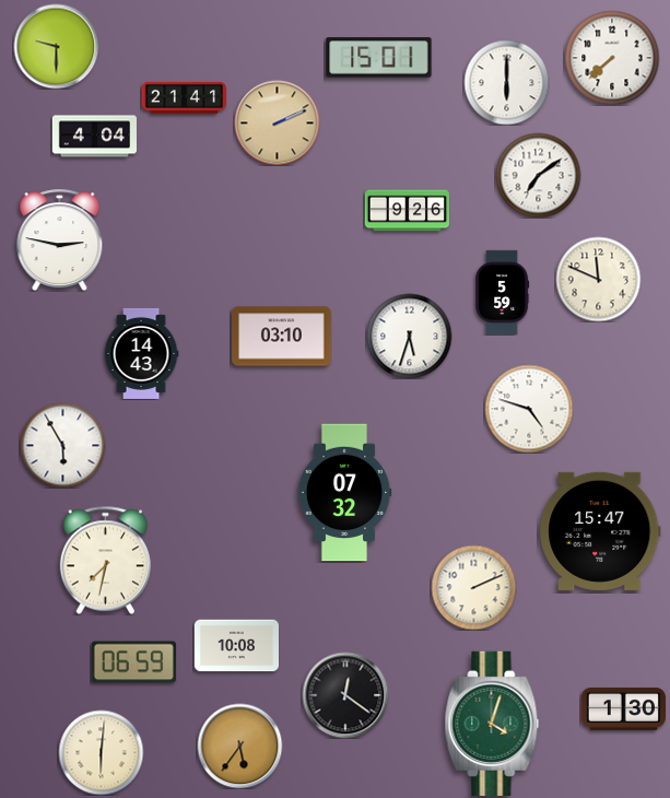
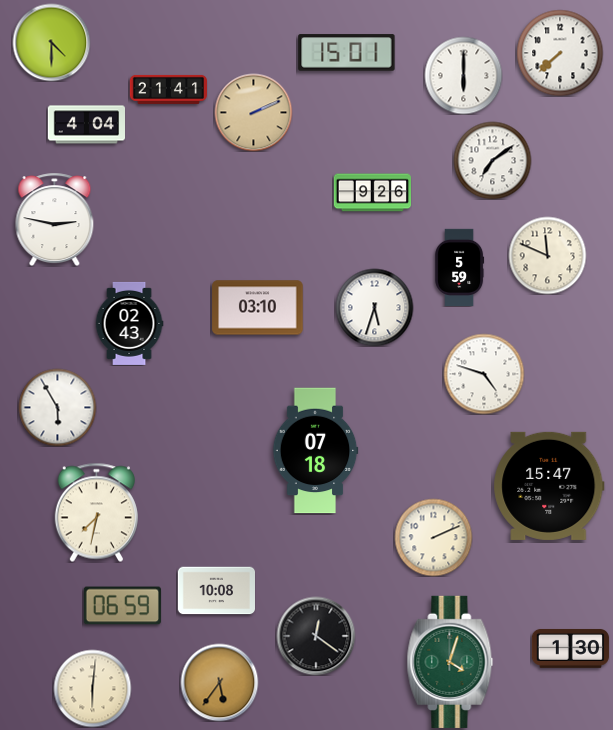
clock at (56, 46): 9:30 -> 4:30
clock at (141, 353): 14:43 -> 02:43
clock at (344, 493): 07:32 -> 07:18
